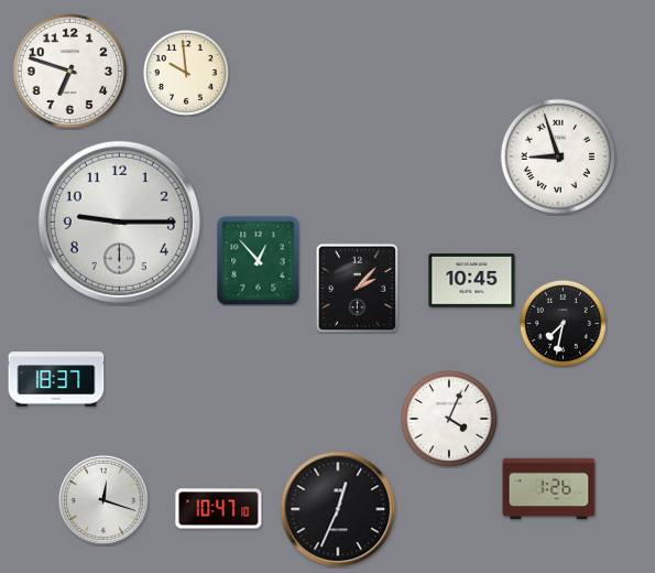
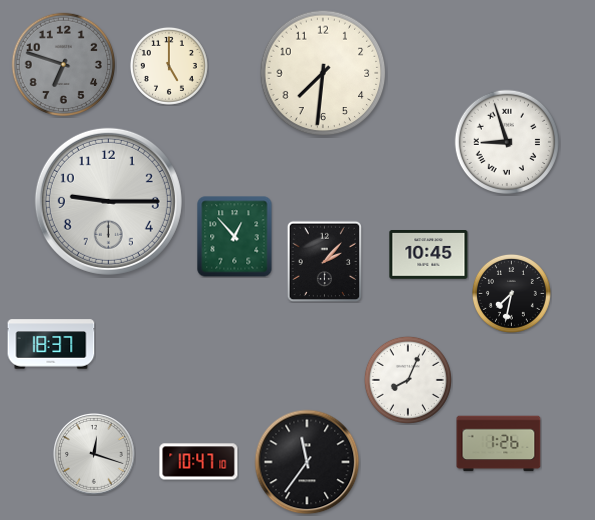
clock at (69, 71) dial: white -> grey
clock at (186, 73): 9:59 -> 5:00
clock at (323, 73): none -> 7:31
clock at (449, 419): 4:04 -> 8:04
clock at (338, 509): 12:34 -> 11:36
